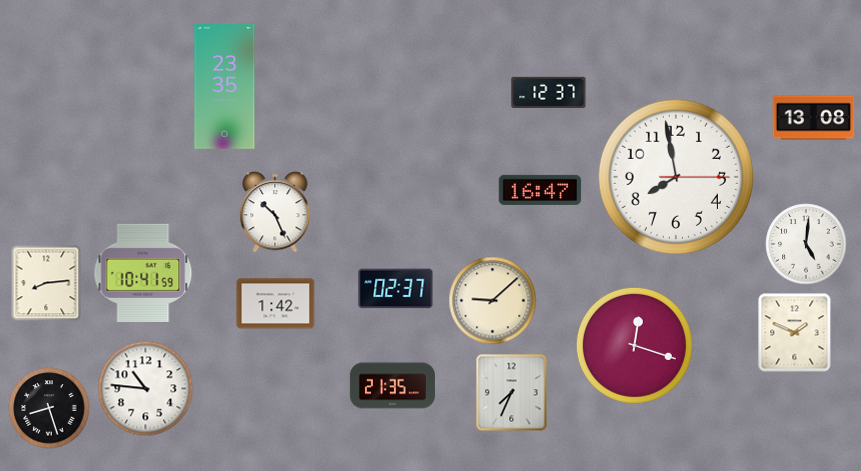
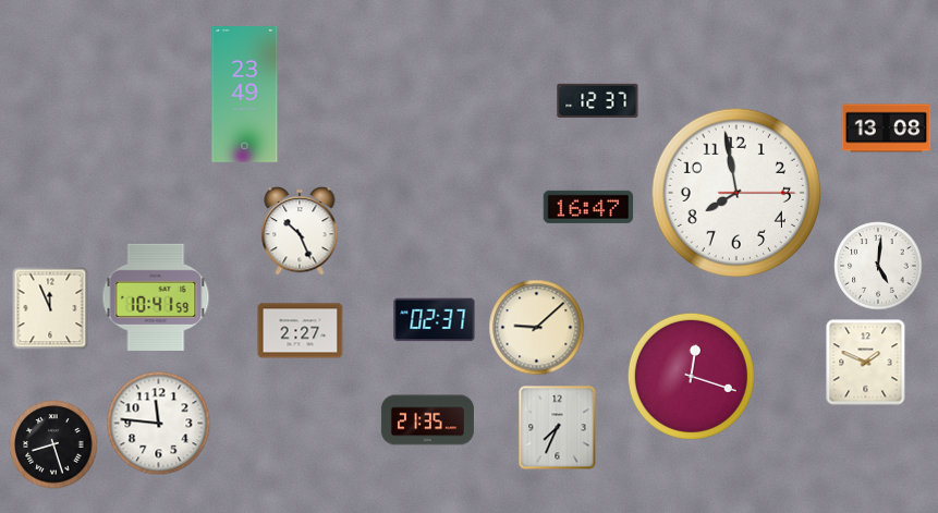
clock at (225, 87): 23:35 -> 23:49
clock at (46, 283): 8:14 -> 11:56
clock at (396, 289) position: (396, 289) -> (435, 320)
clock at (276, 304): 1:42 -> 2:27
clock at (146, 389): 10:46 -> 11:46
